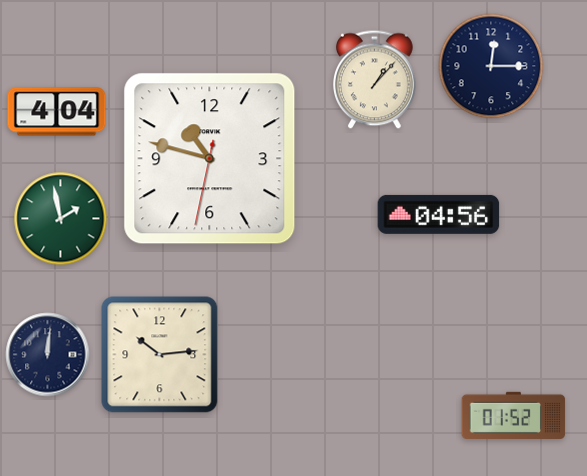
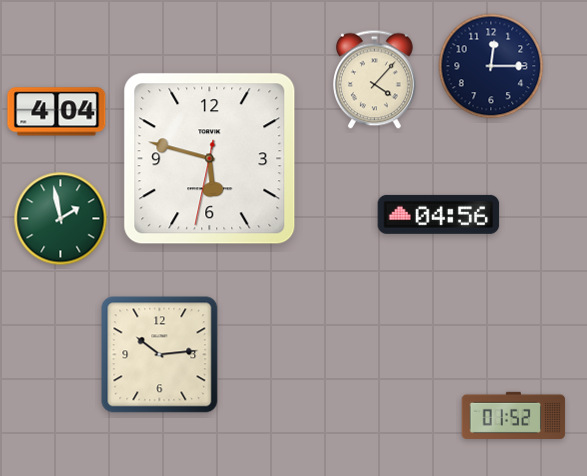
clock at (375, 80): 1:07 -> 4:07
clock at (210, 159): 10:47 -> 5:47
clock at (48, 355): 12:01 -> none
